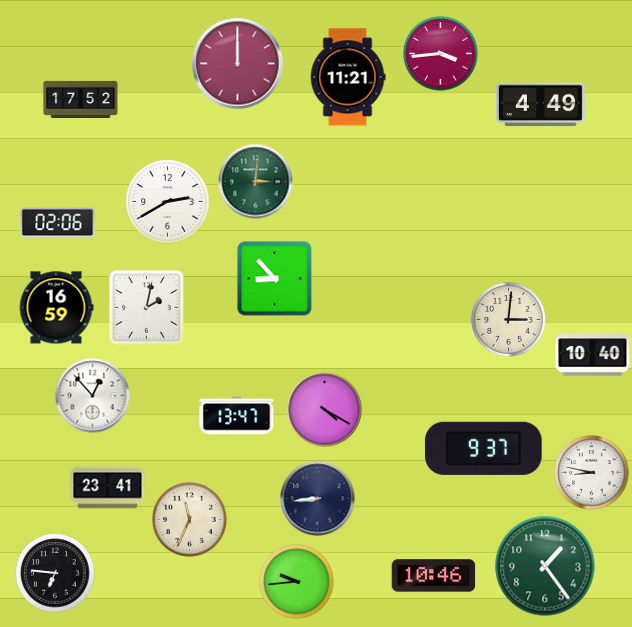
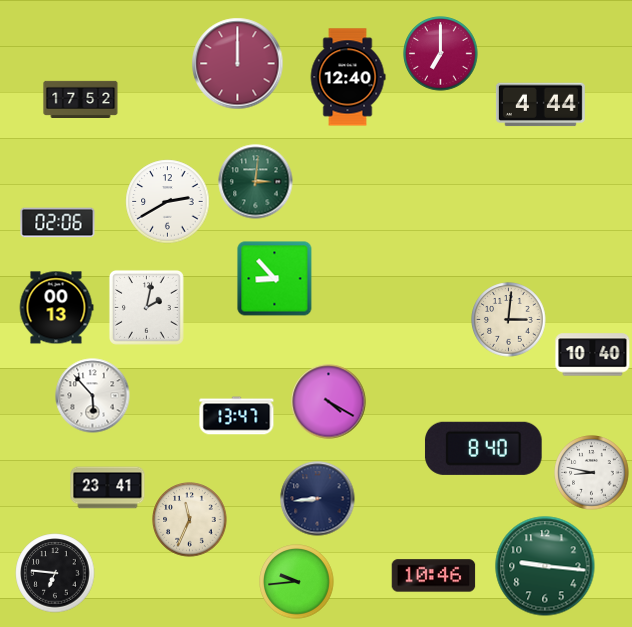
clock at (441, 54): 3:44 -> 7:00
clock at (348, 77): 11:21 -> 12:40
clock at (540, 105): 4:49 -> 4:44
clock at (56, 308): 16:59 -> 00:13
clock at (93, 396): 12:53 -> 5:53
clock at (325, 410) position: (325, 410) -> (329, 402)
clock at (483, 448): 9:37 -> 8:40
clock at (545, 566): 1:24 -> 9:16
